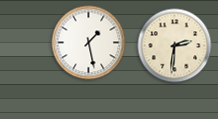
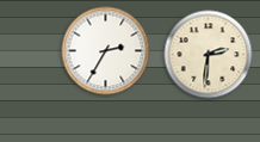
clock at (89, 43): 1:28 -> 2:35
